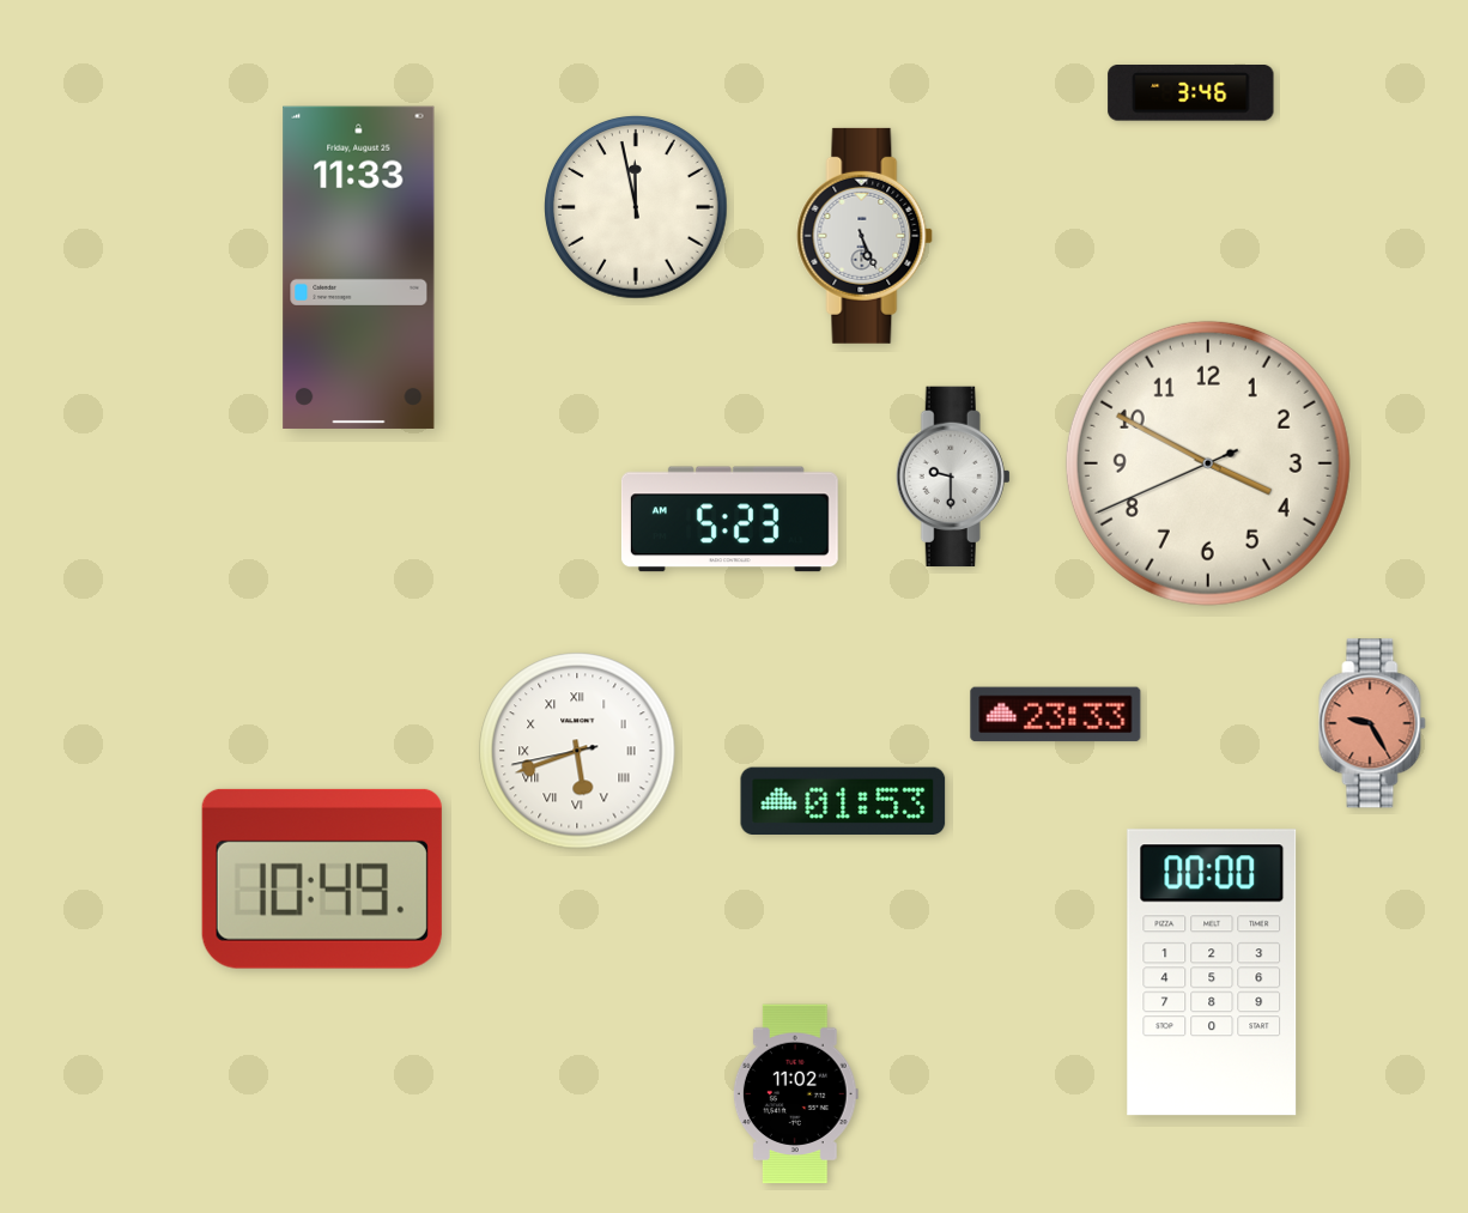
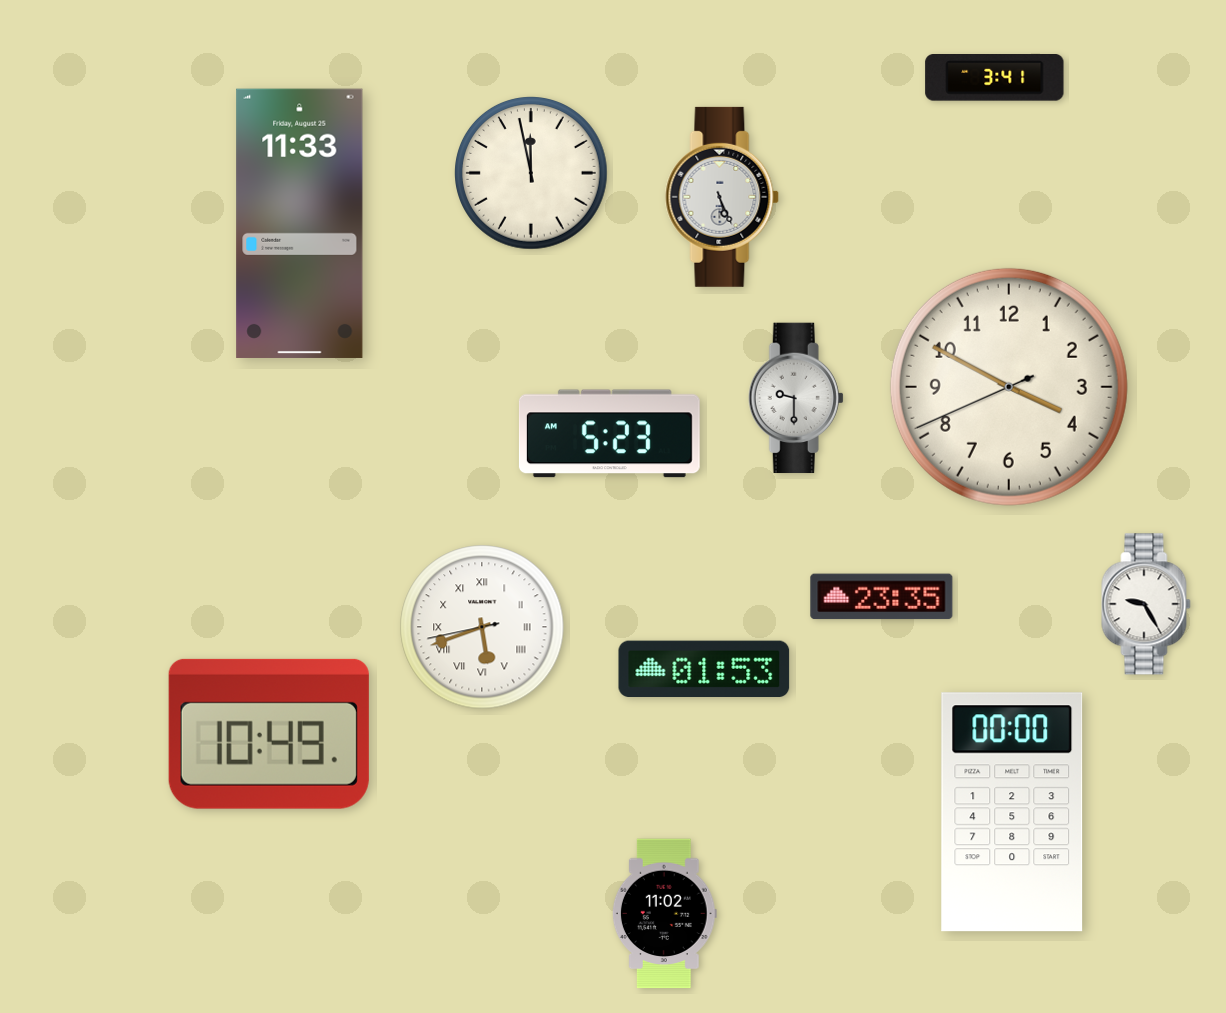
clock at (1191, 93): 3:46 -> 3:41
clock at (1056, 715): 23:33 -> 23:35
clock at (1372, 723) dial: salmon -> white
